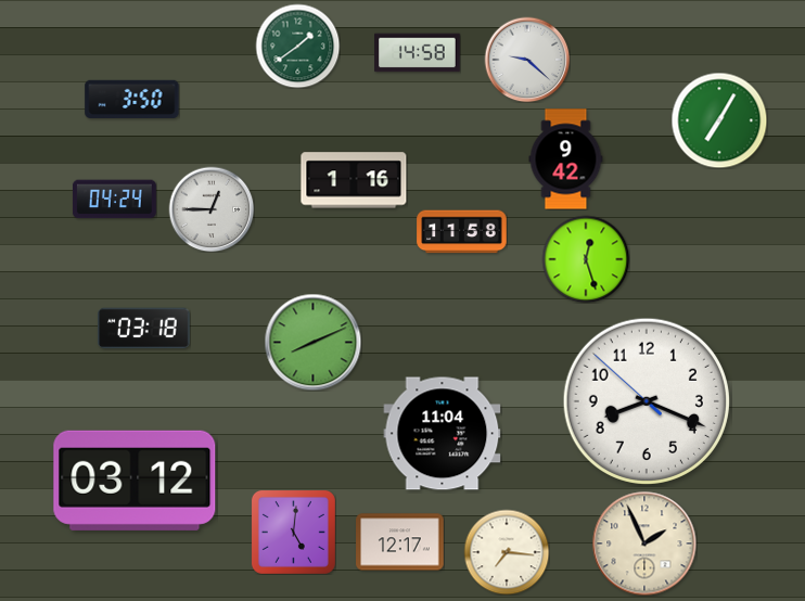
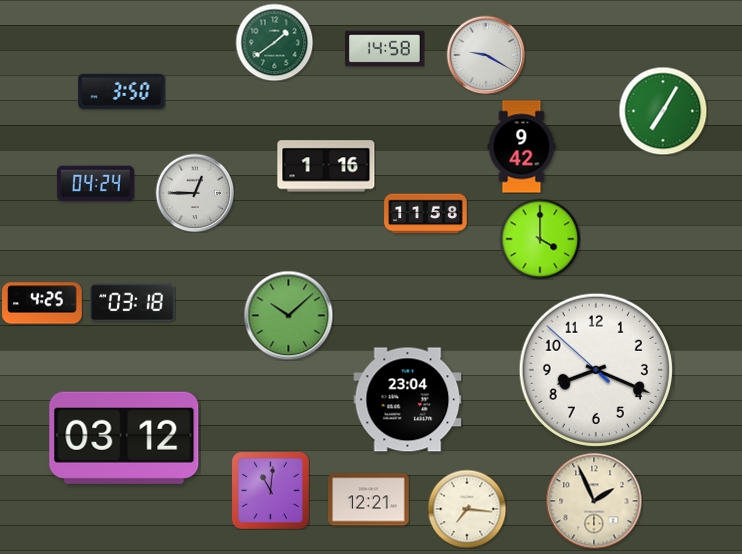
clock at (527, 60): 9:22 -> 9:20
clock at (114, 200) position: (114, 200) -> (95, 184)
clock at (586, 259): 12:27 -> 4:00
clock at (42, 303): none -> 4:25
clock at (312, 342): 8:11 -> 10:08
clock at (443, 434): 11:04 -> 23:04
clock at (135, 481) position: (135, 481) -> (124, 438)
clock at (293, 532): 5:01 -> 11:01
clock at (400, 542): 12:17 -> 12:21
